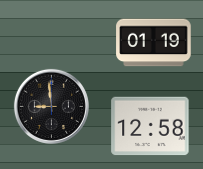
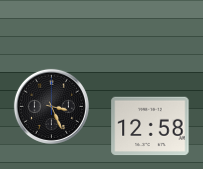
clock at (154, 43): 01:19 -> none
clock at (51, 106): 8:59 -> 3:26
